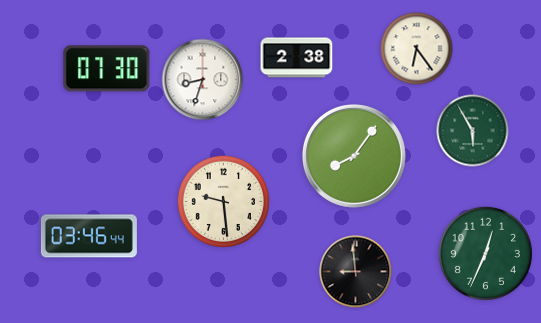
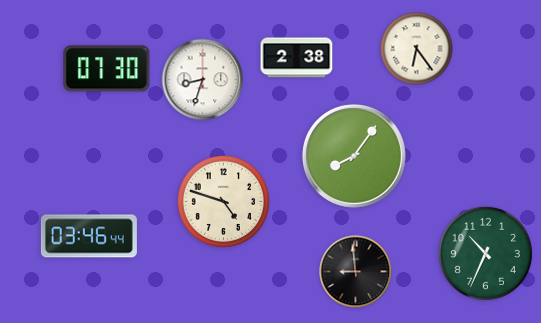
clock at (473, 131): 5:55 -> none
clock at (223, 201): 9:29 -> 4:48
clock at (485, 253): 12:34 -> 10:34
